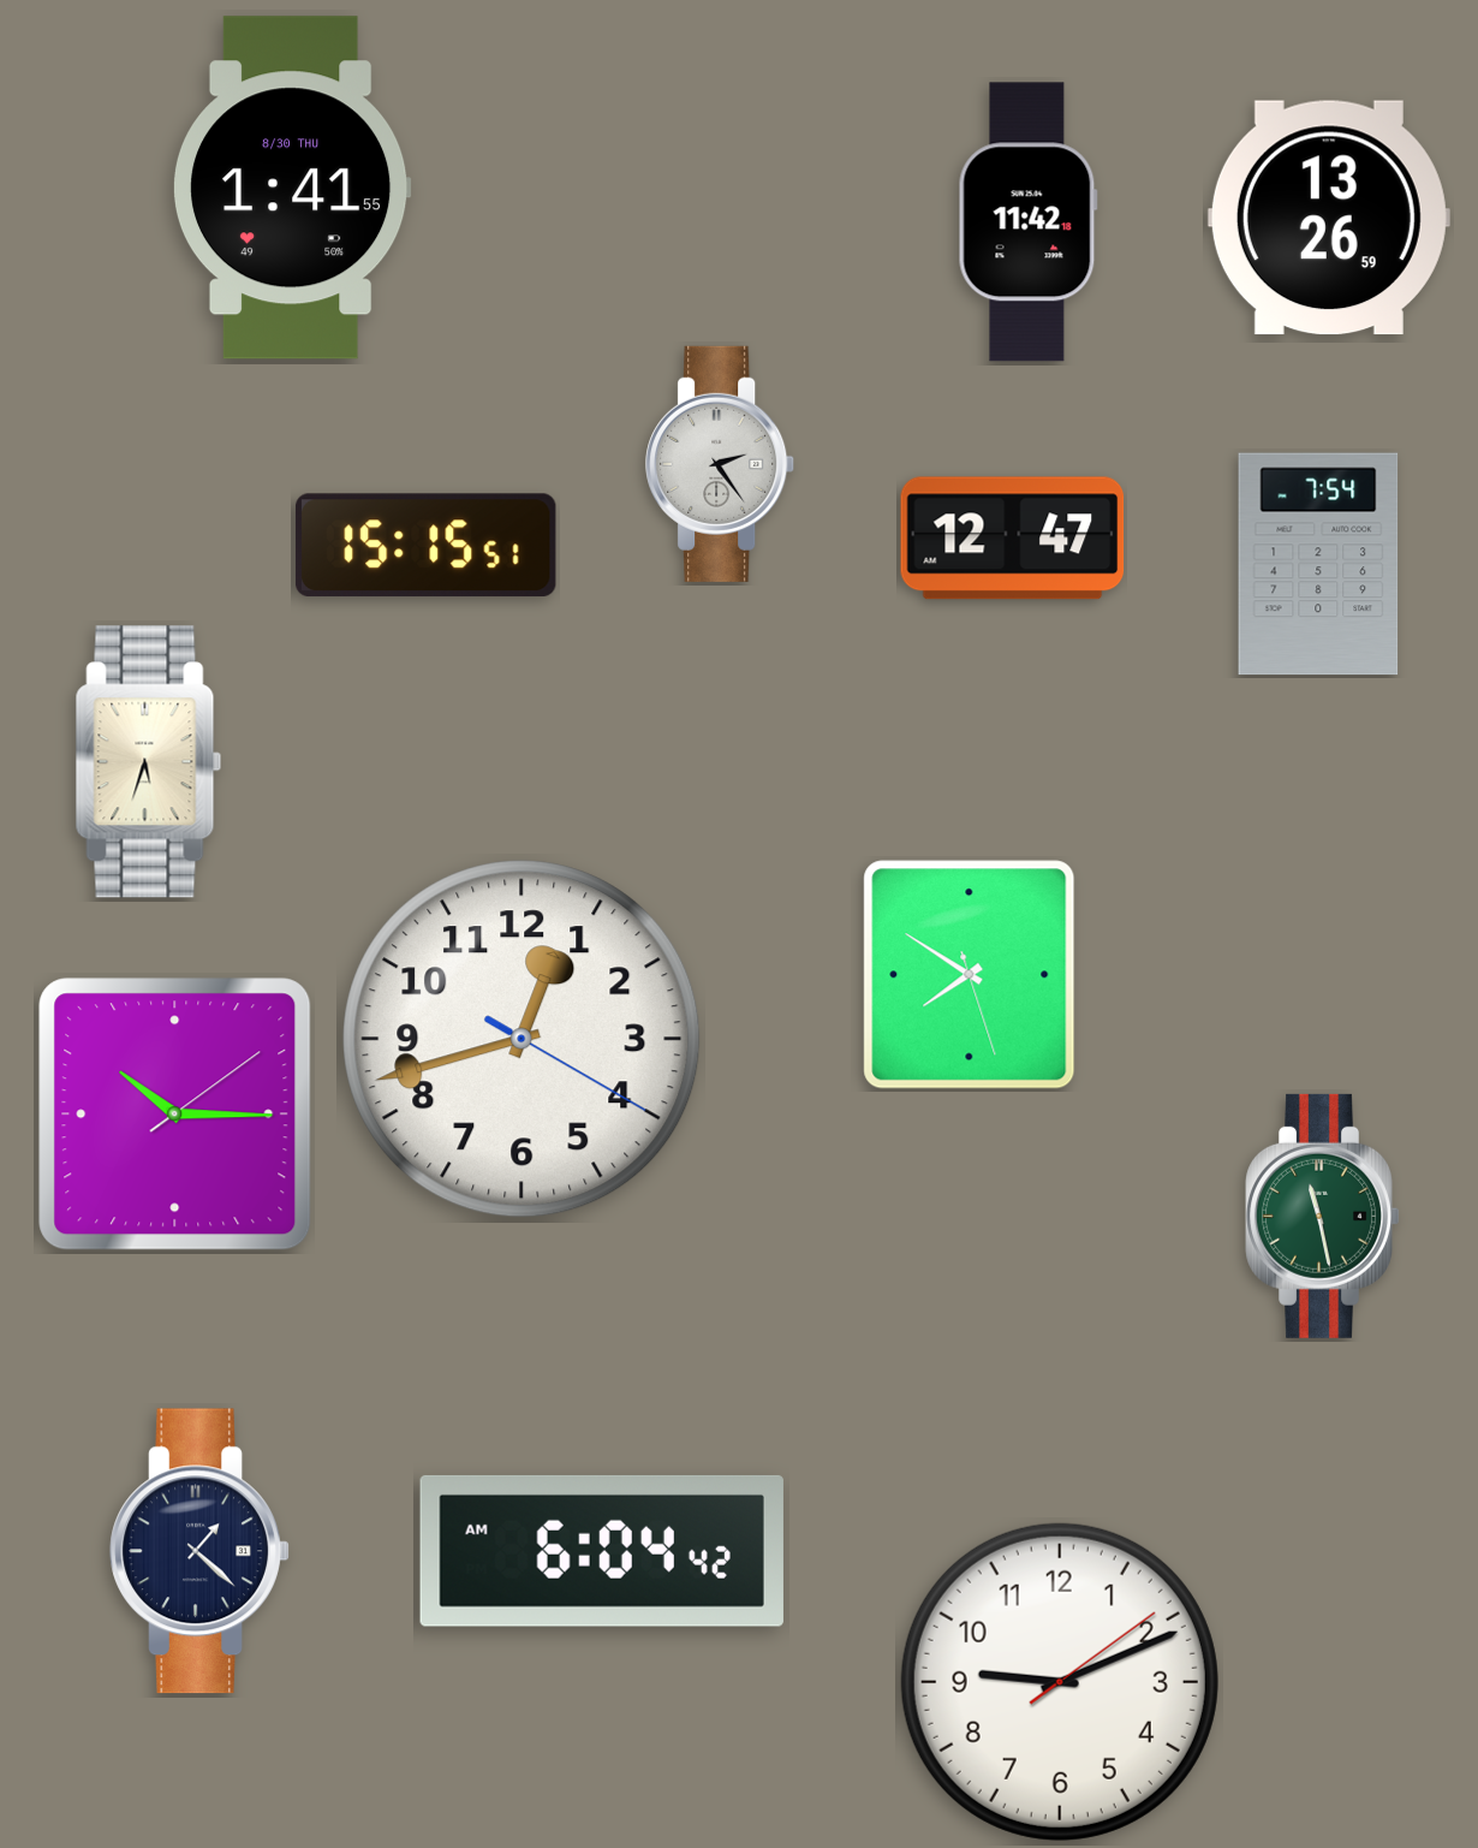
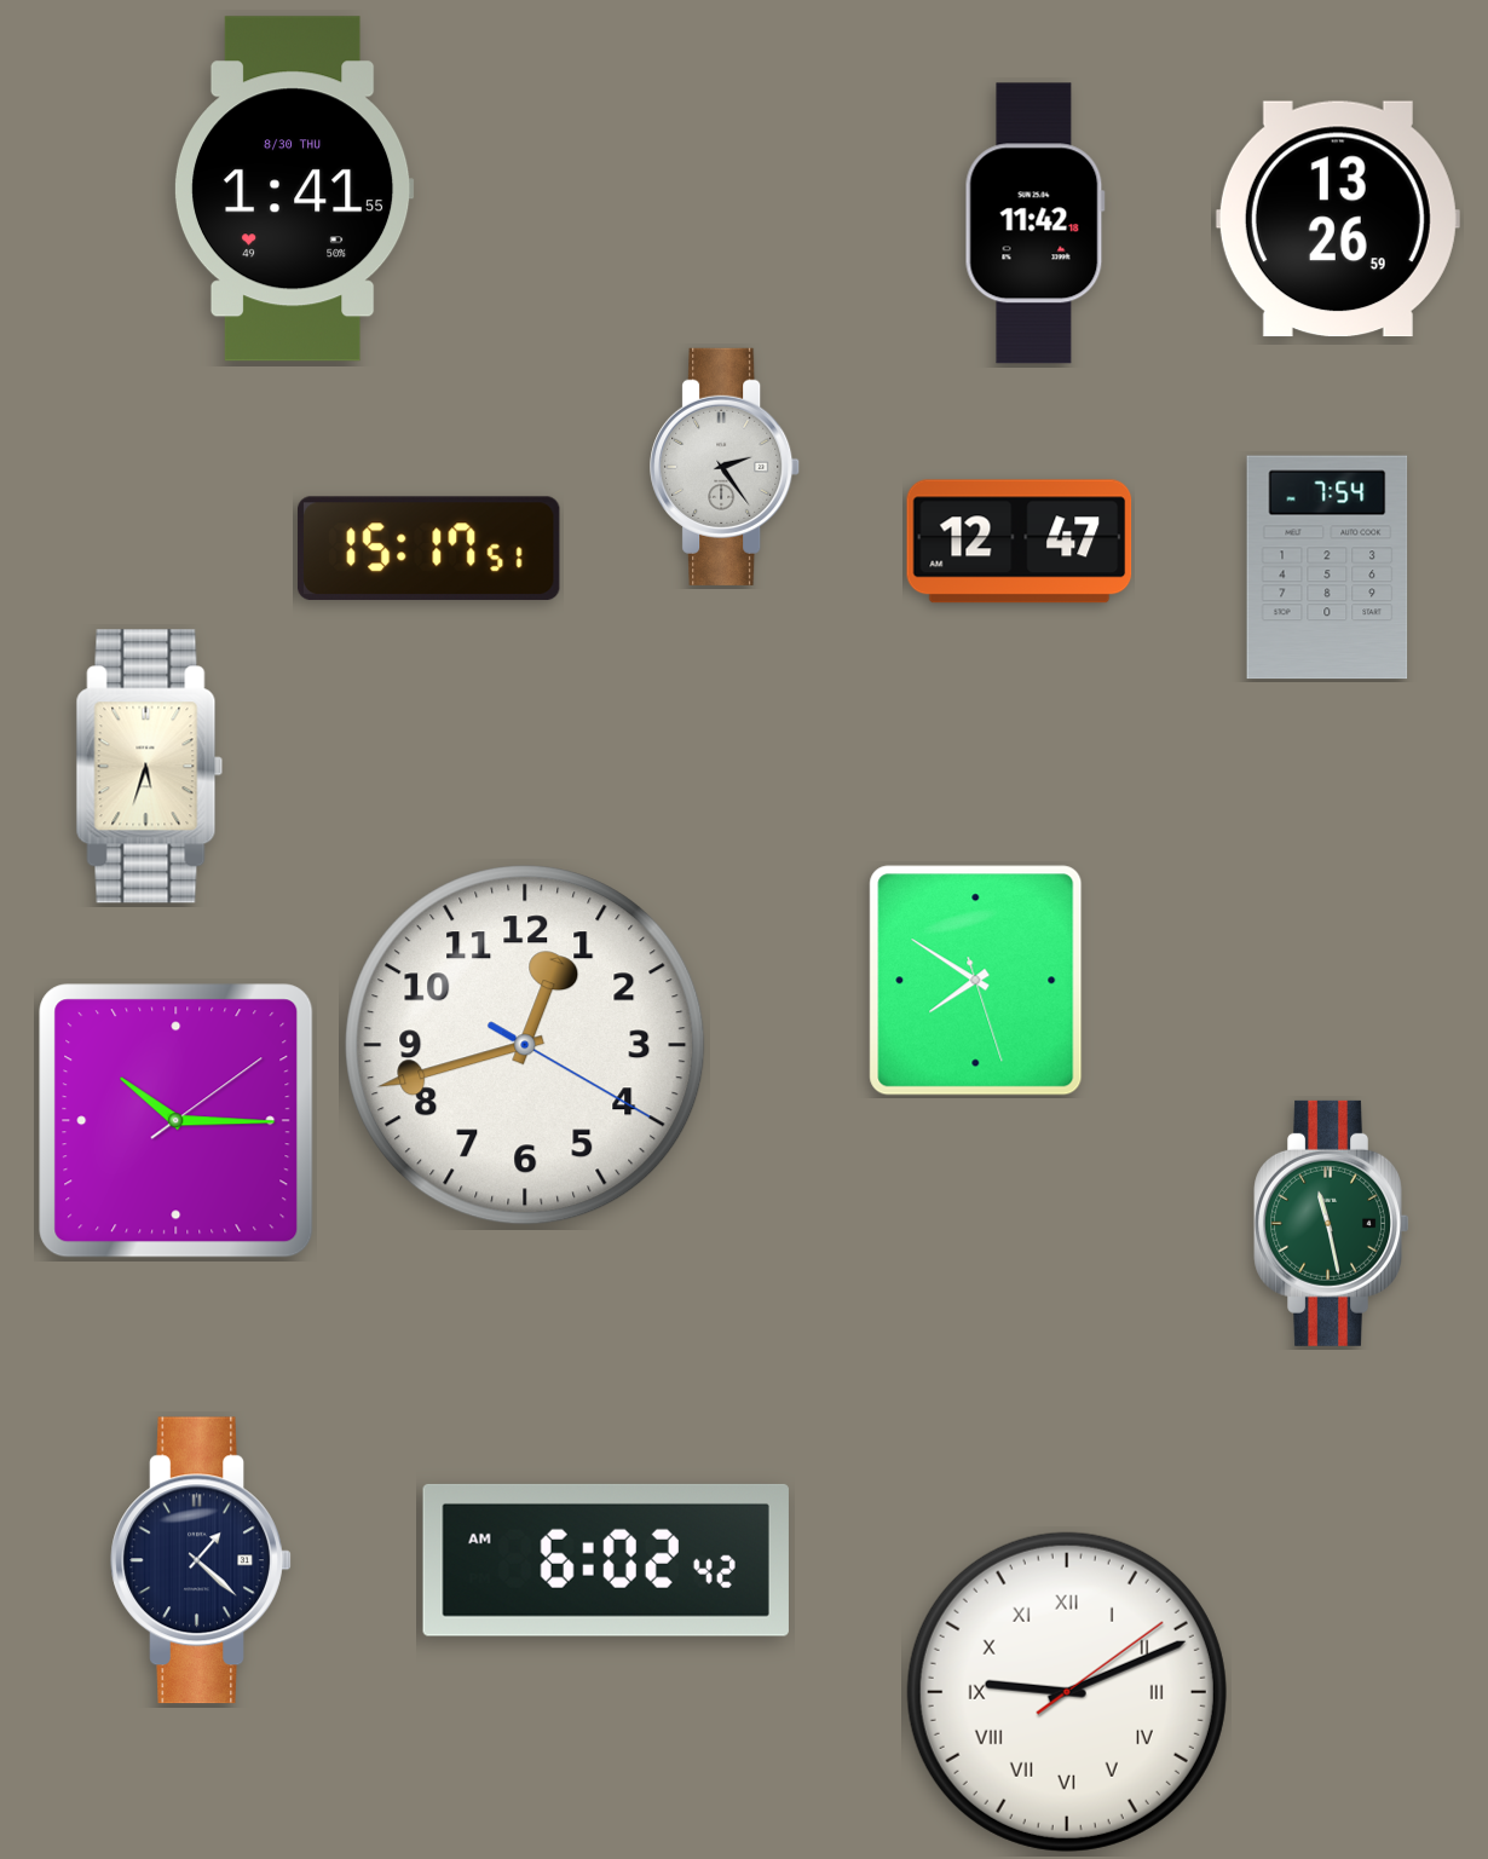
clock at (425, 546): 15:15 -> 15:17
clock at (602, 1551): 6:04 -> 6:02
clock at (1060, 1682) numerals: Arabic -> Roman
